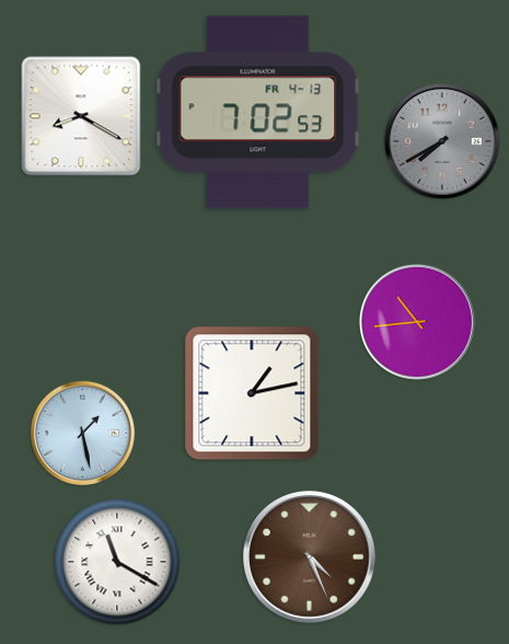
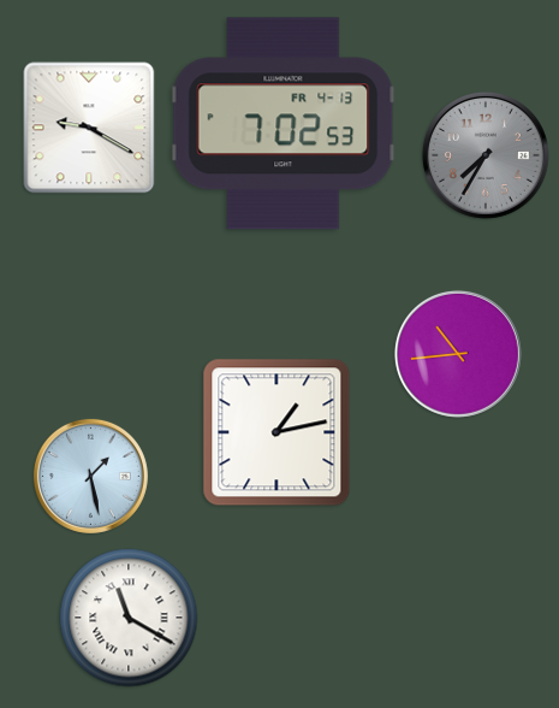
clock at (81, 116): 8:20 -> 9:20
clock at (442, 141): 7:40 -> 7:35
clock at (310, 557): 4:26 -> none
